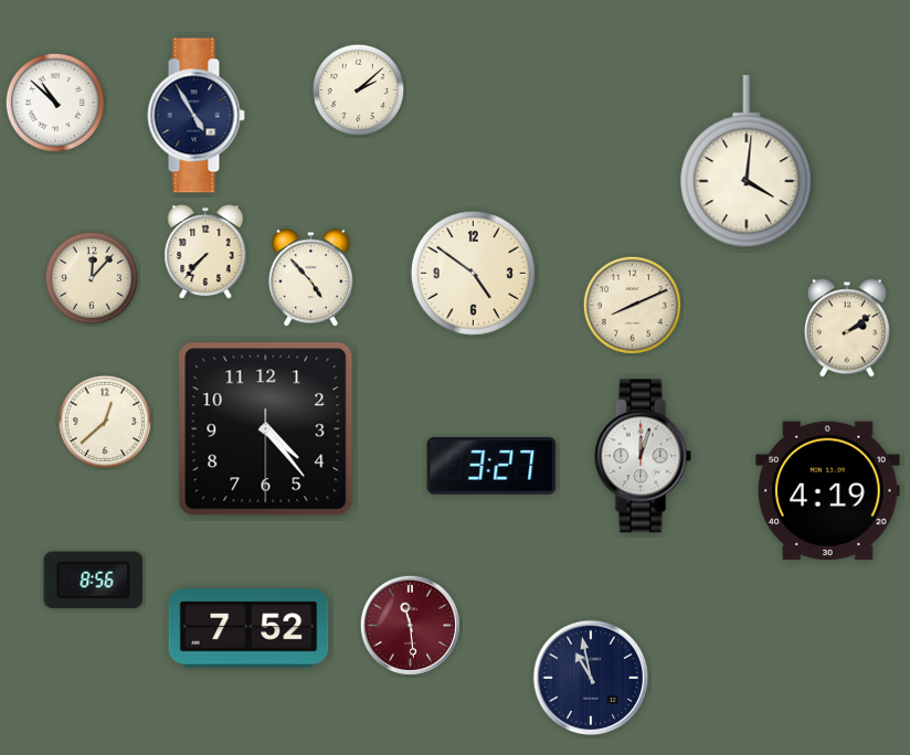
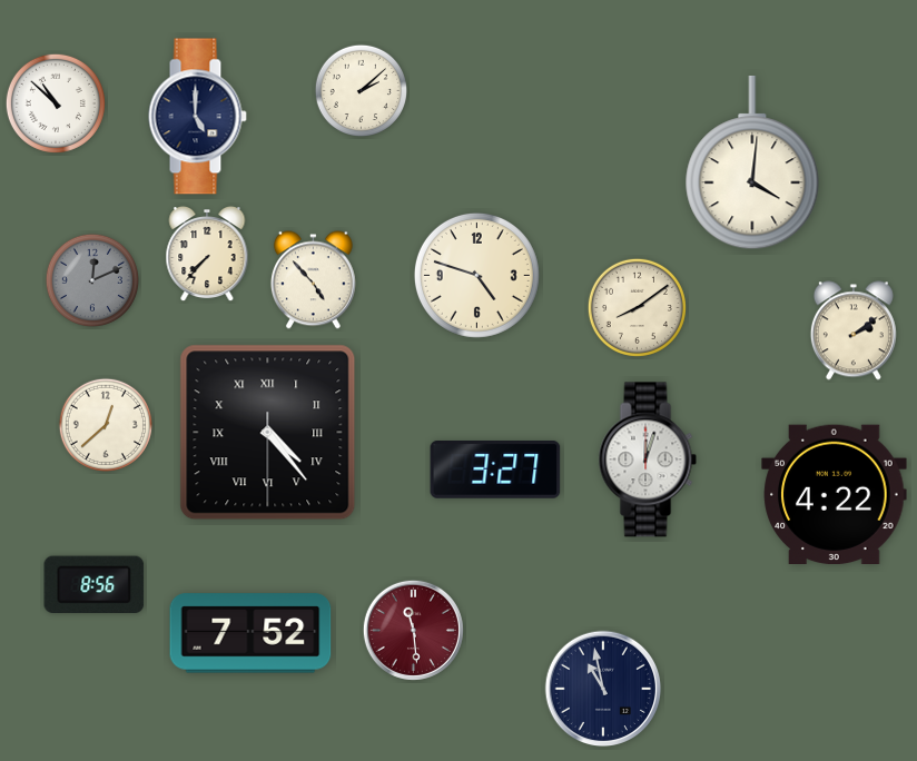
clock at (195, 116): 4:55 -> 5:00
clock at (473, 273): 4:51 -> 4:48
clock at (91, 277): 12:07 -> 12:11
clock at (91, 277) dial: cream -> grey
clock at (632, 305): 8:11 -> 8:09
clock at (266, 429) numerals: Arabic -> Roman
clock at (828, 490): 4:19 -> 4:22
clock at (591, 678) position: (591, 678) -> (603, 689)
